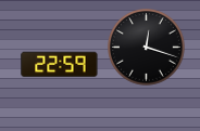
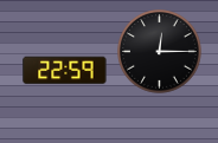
clock at (147, 48): 12:18 -> 12:15
